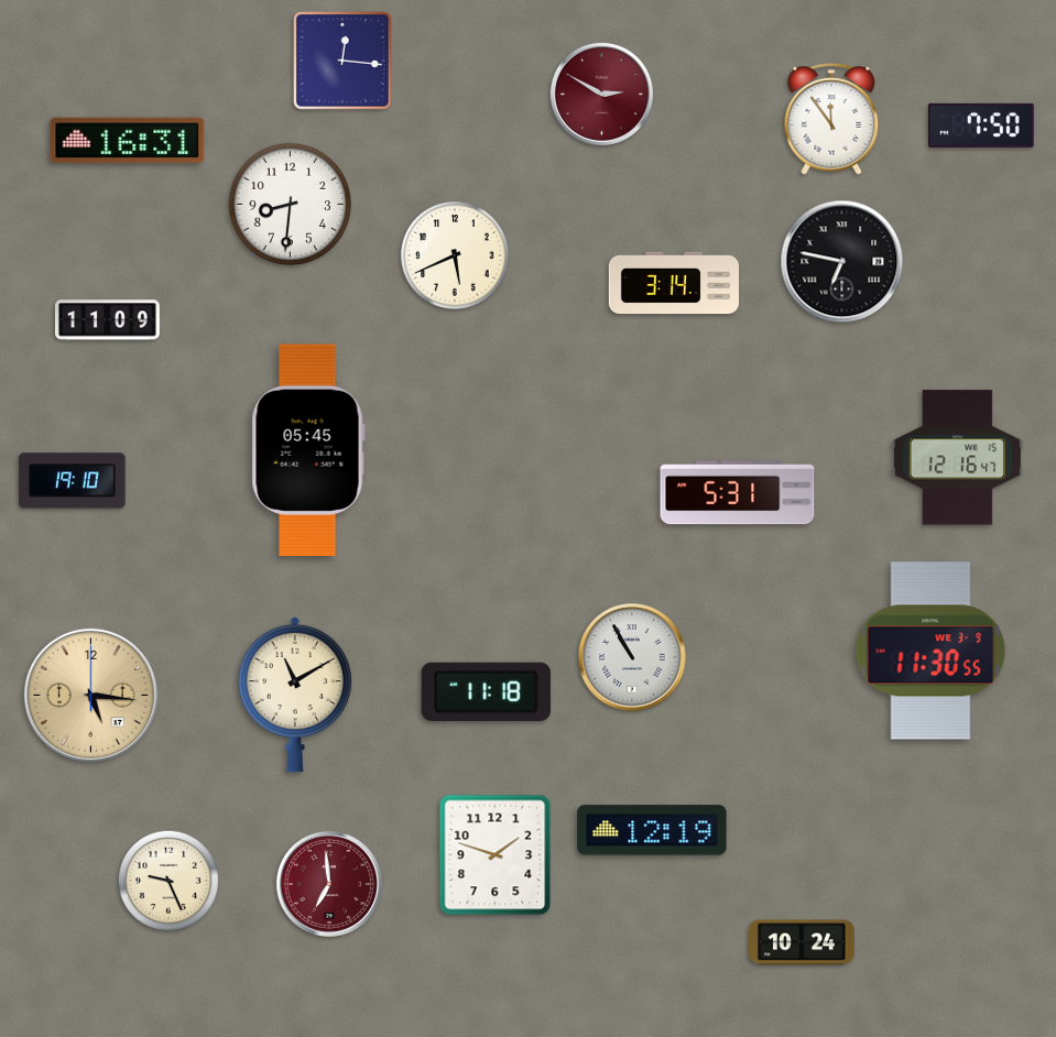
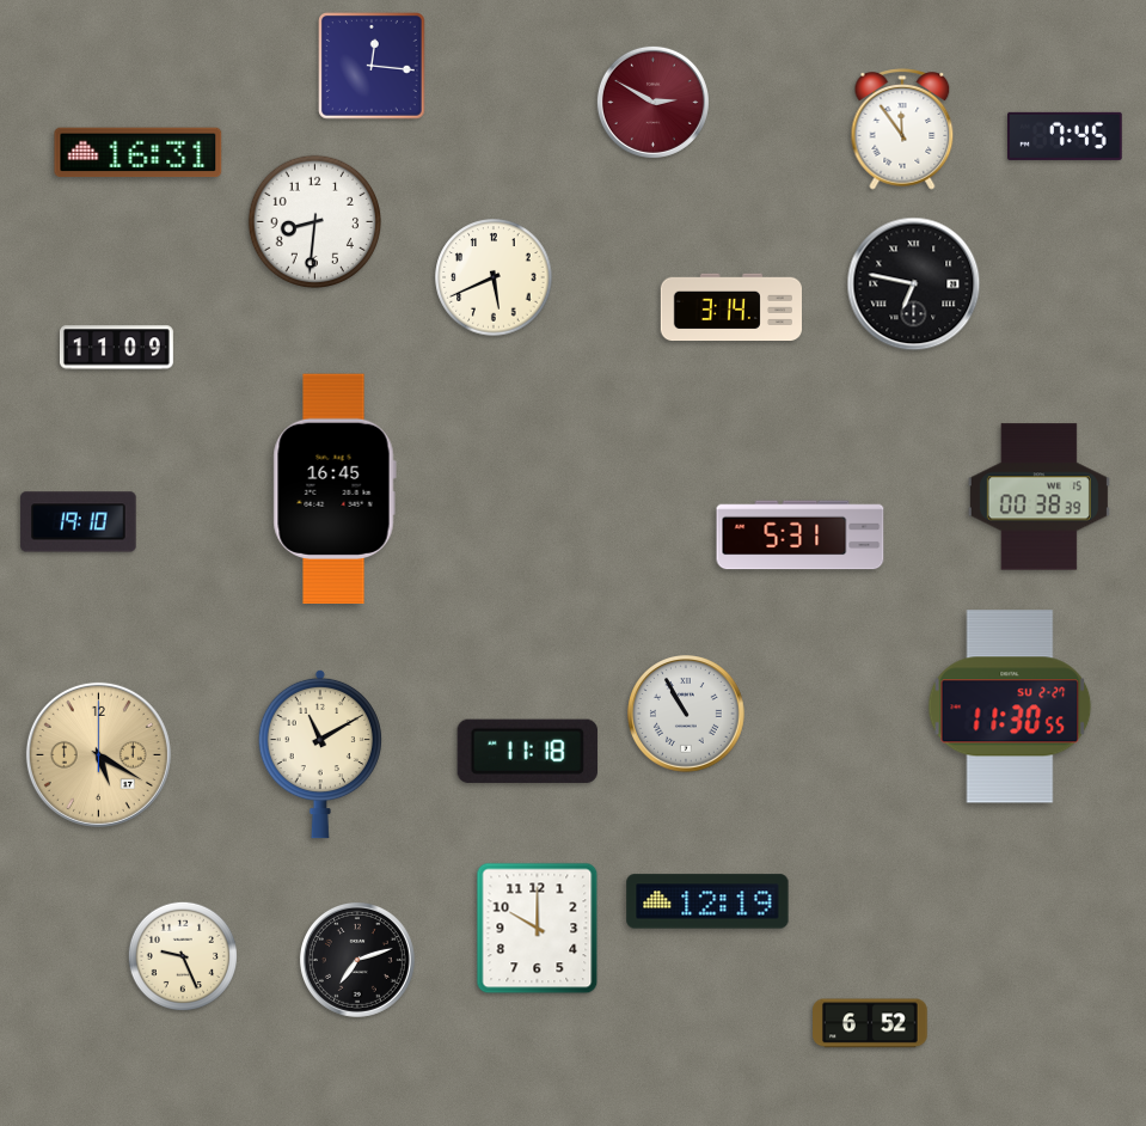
clock at (982, 125): 7:50 -> 7:45
clock at (308, 449): 05:45 -> 16:45
clock at (957, 458): 12:16 -> 00:38
clock at (930, 651) date: WE 3-9 -> SU 2-27
clock at (90, 695): 5:16 -> 5:20
clock at (496, 855): 1:48 -> 10:00
clock at (329, 884): 6:59 -> 7:12
clock at (329, 884) dial: burgundy -> black
clock at (803, 942): 10:24 -> 6:52
